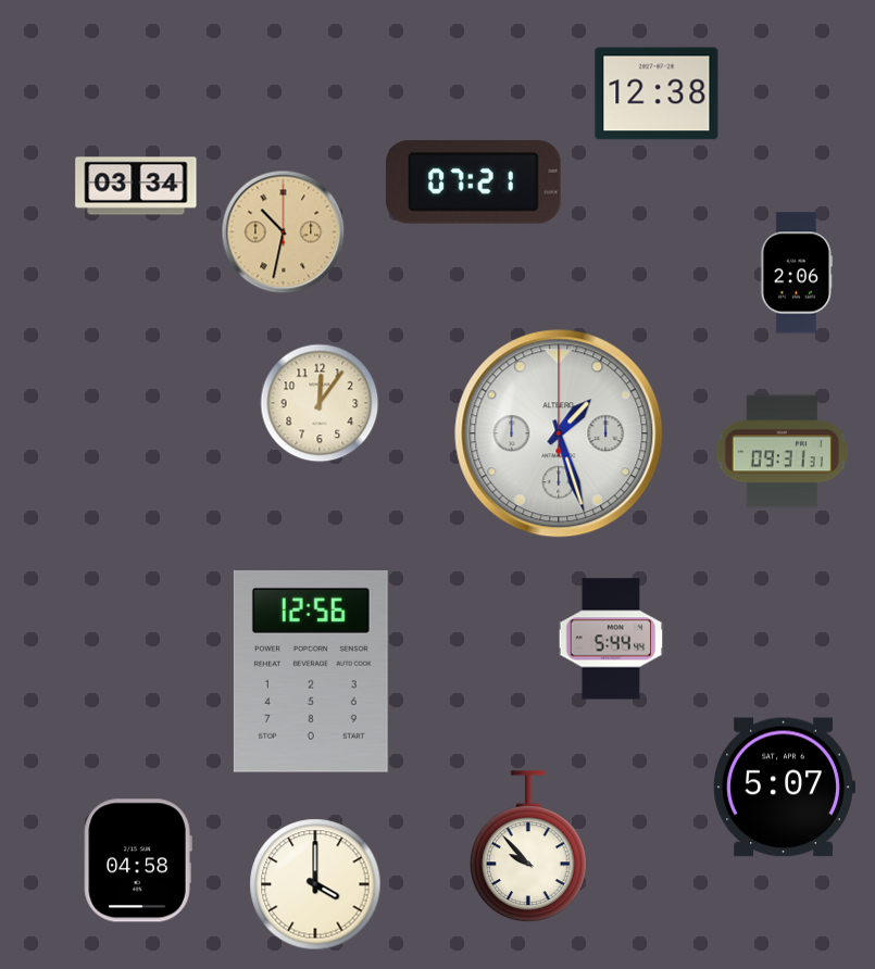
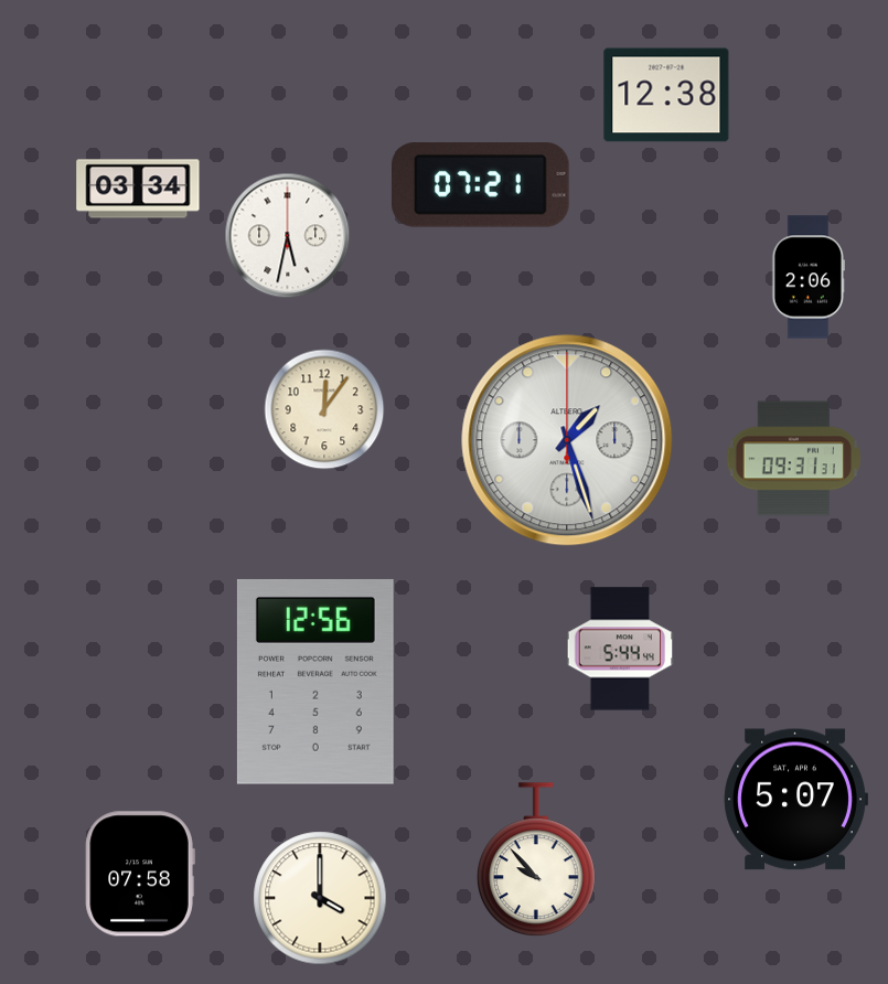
clock at (284, 232): 10:32 -> 5:32
clock at (284, 232) dial: champagne -> white
clock at (138, 860): 04:58 -> 07:58
